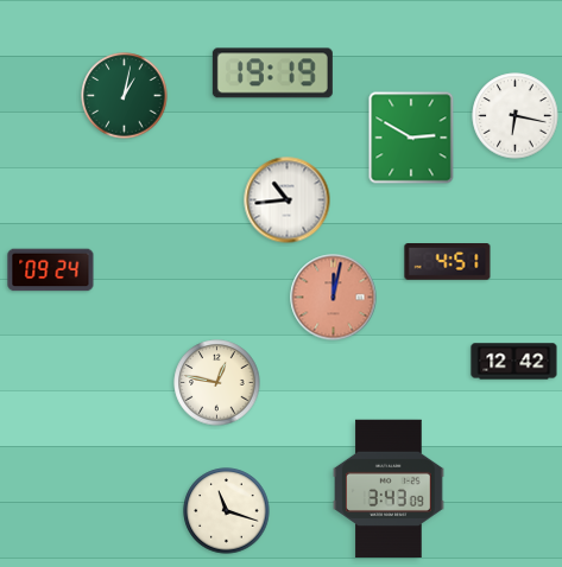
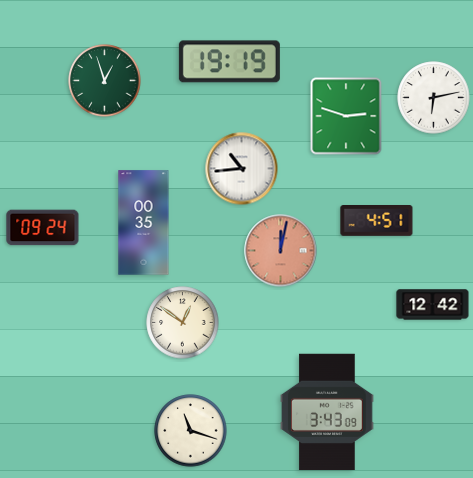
clock at (125, 96): 1:02 -> 12:57
clock at (516, 116): 6:17 -> 6:13
clock at (411, 138): 2:50 -> 2:48
clock at (144, 223): none -> 00:35
clock at (217, 383): 12:47 -> 12:51
